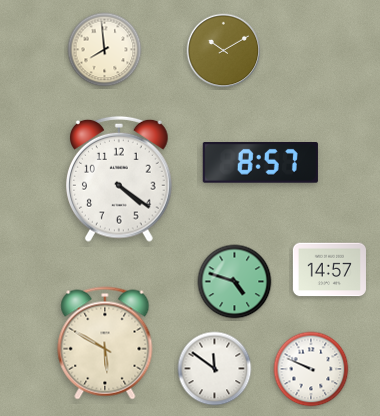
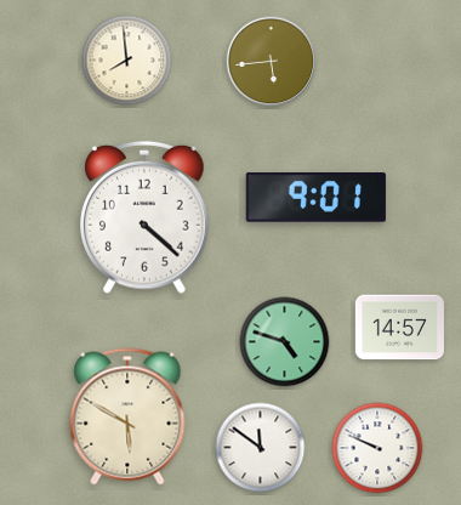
clock at (224, 51): 10:10 -> 5:44
clock at (260, 163): 8:57 -> 9:01
clock at (120, 179): 4:21 -> 4:22
